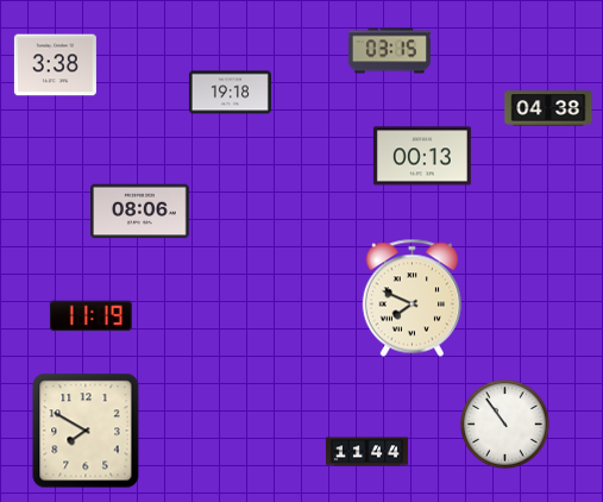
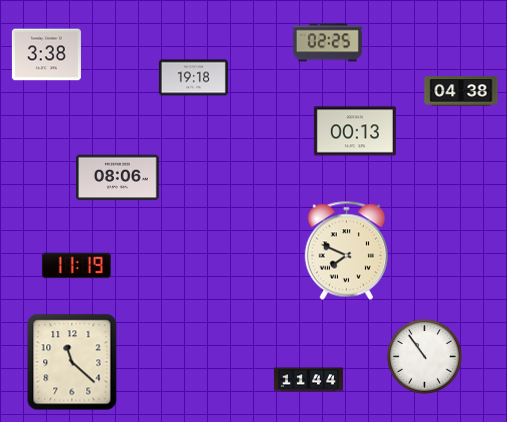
clock at (389, 51): 03:15 -> 02:25
clock at (86, 431): 7:50 -> 11:22
